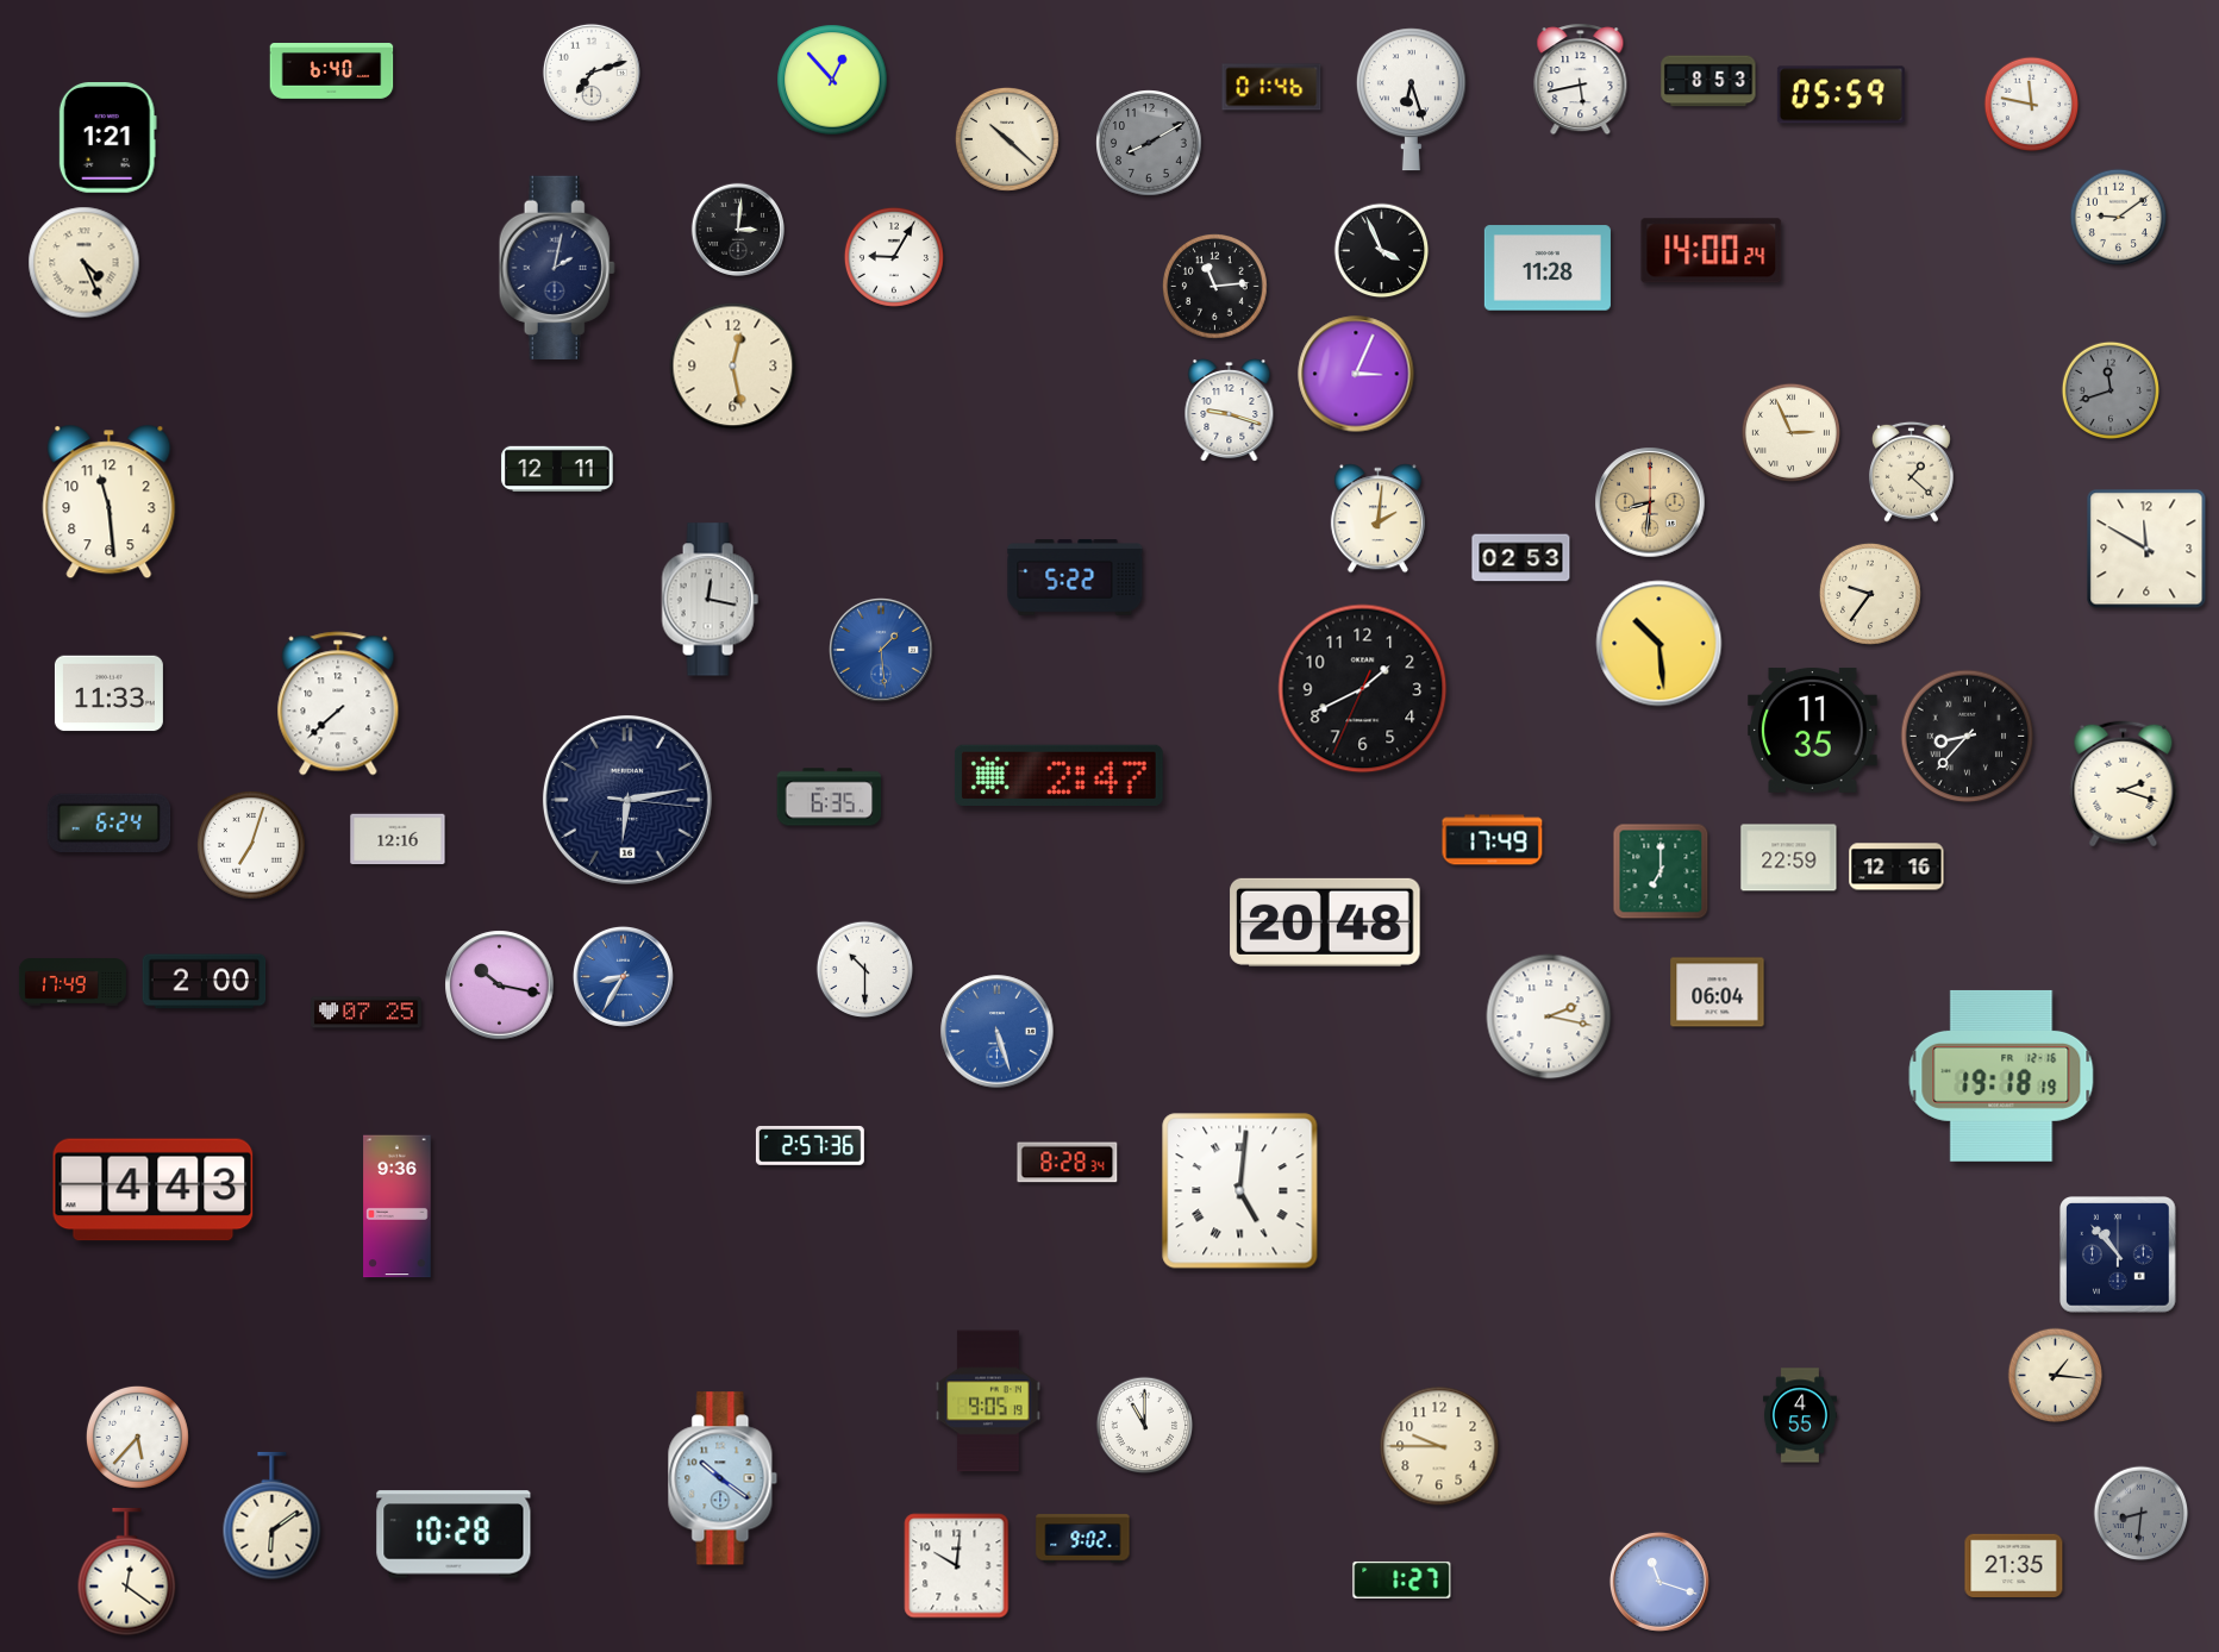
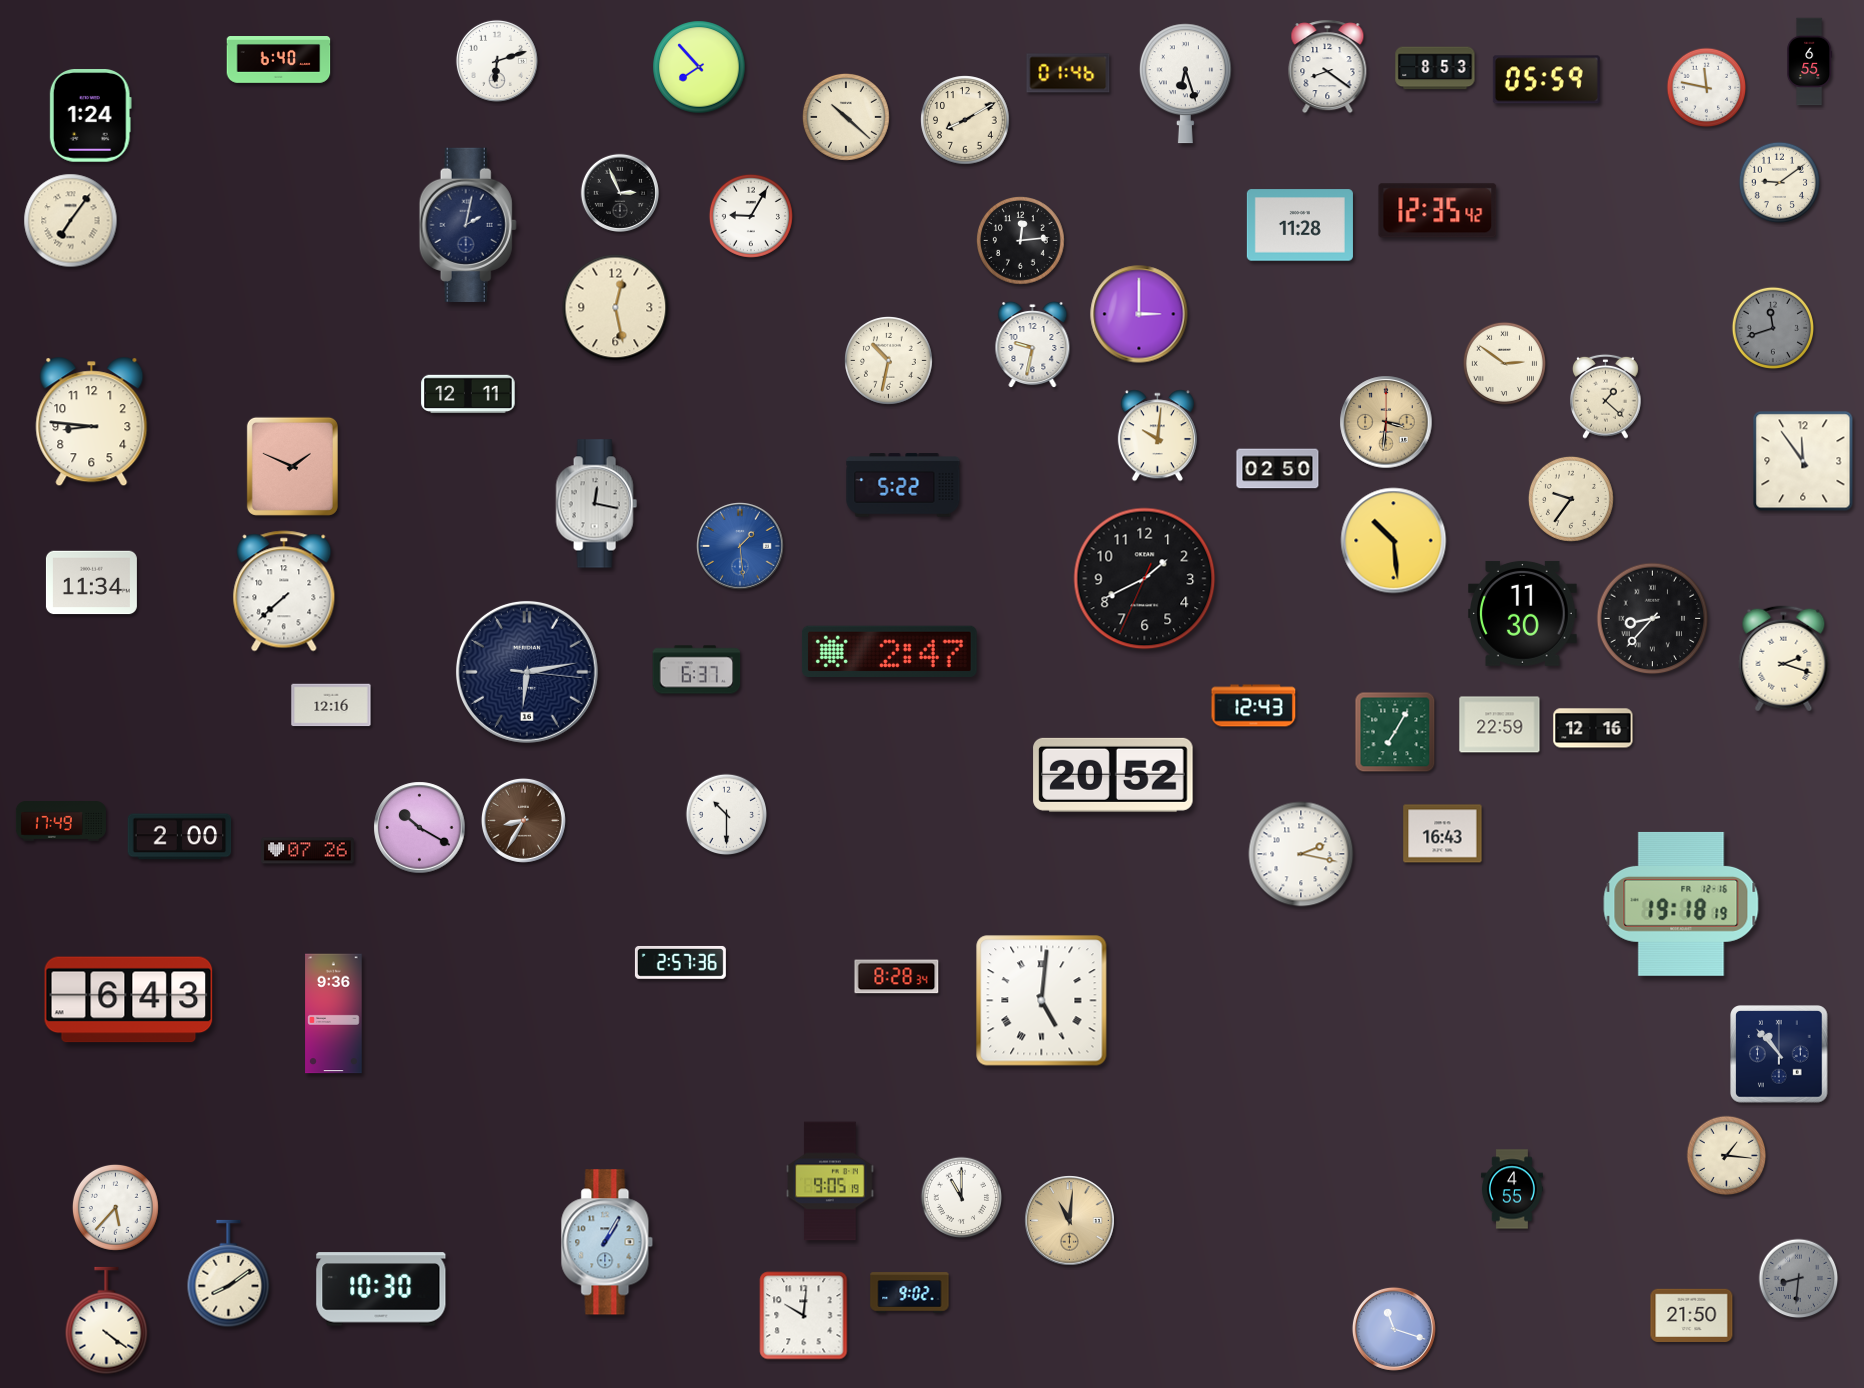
clock at (592, 73): 7:12 -> 6:12
clock at (1810, 62): none -> 6:55
clock at (832, 80): 12:53 -> 7:53
clock at (1581, 80): 5:43 -> 8:21
clock at (107, 138): 1:21 -> 1:24
clock at (1149, 143) dial: grey -> cream
clock at (738, 230): 3:01 -> 2:56
clock at (1382, 251): 3:56 -> none
clock at (1712, 251): 14:00 -> 12:35
clock at (85, 263): 4:26 -> 7:06
clock at (1215, 287): 11:14 -> 12:14
clock at (1356, 374): 3:04 -> 3:00
clock at (1230, 411): 9:18 -> 9:32
clock at (889, 361): none -> 10:32
clock at (1790, 432): 2:56 -> 2:51
clock at (110, 502): 11:29 -> 8:46
clock at (1650, 502): 8:31 -> 3:31
clock at (1377, 519): 2:01 -> 10:01
clock at (2146, 549): 11:50 -> 11:54
clock at (292, 466): none -> 1:49
clock at (1521, 558): 02:53 -> 02:50
clock at (108, 694): 11:33 -> 11:34
clock at (1813, 730): 11:35 -> 11:30
clock at (830, 797): 6:35 -> 6:37
clock at (110, 824): 6:24 -> none
clock at (398, 839) position: (398, 839) -> (331, 705)
clock at (1493, 840): 17:49 -> 12:43
clock at (251, 845): 7:03 -> none
clock at (1789, 858) position: (1789, 858) -> (1500, 725)
clock at (1661, 871): 7:00 -> 7:05
clock at (1325, 922): 20:48 -> 20:52
clock at (623, 976) dial: blue -> brown
clock at (205, 982) position: (205, 982) -> (180, 837)
clock at (73, 983) position: (73, 983) -> (61, 822)
clock at (500, 985): 10:17 -> 10:20
clock at (1718, 993): 06:04 -> 16:43
clock at (367, 1013): 07:25 -> 07:26
clock at (998, 1032): 5:27 -> none
clock at (154, 1190): 4:43 -> 6:43
clock at (988, 1401) position: (988, 1401) -> (830, 1181)
clock at (1439, 1446): 9:45 -> none
clock at (1070, 1221): none -> 11:01
clock at (723, 1478): 10:21 -> 1:05
clock at (2142, 1514) position: (2142, 1514) -> (1799, 1279)
clock at (273, 1516): 6:09 -> 8:09
clock at (454, 1534): 10:28 -> 10:30
clock at (2014, 1565): 21:35 -> 21:50
clock at (127, 1572): 12:21 -> 4:21
clock at (1402, 1579): 1:27 -> none
